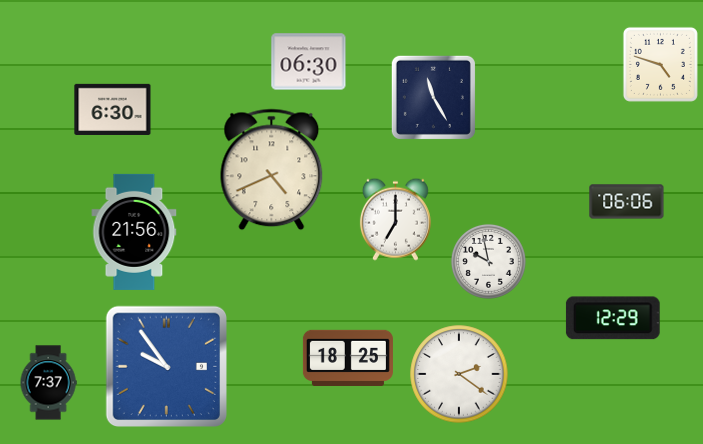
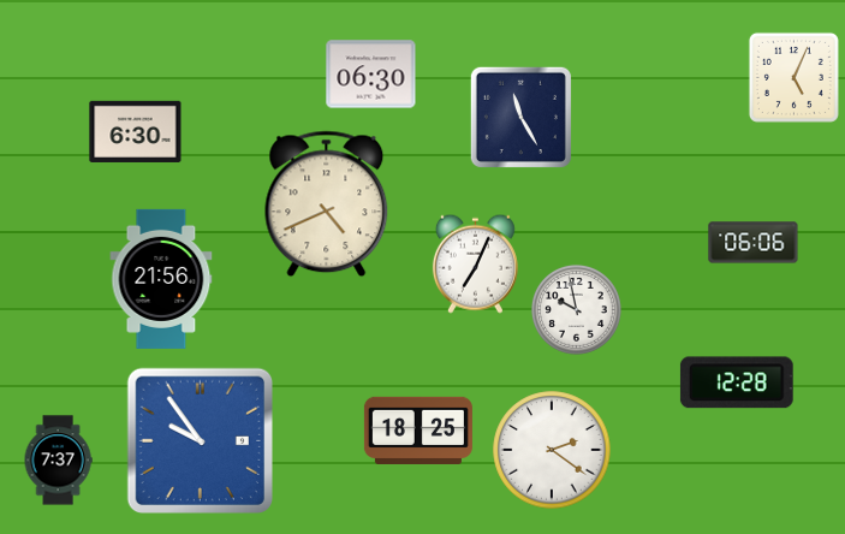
clock at (660, 64): 4:48 -> 5:04
clock at (395, 219): 7:00 -> 7:04
clock at (488, 261) position: (488, 261) -> (576, 309)
clock at (613, 318): 12:29 -> 12:28
